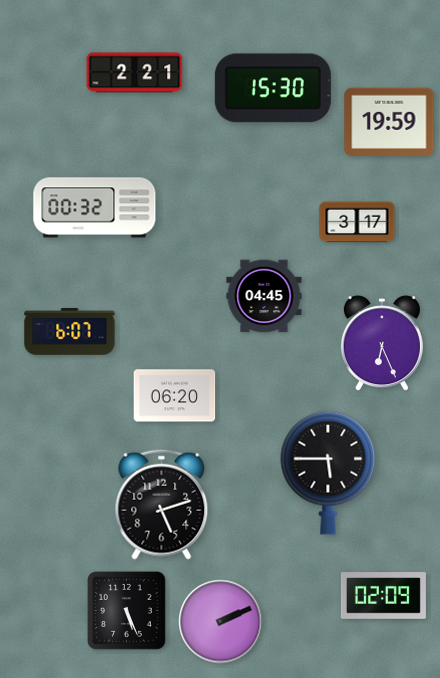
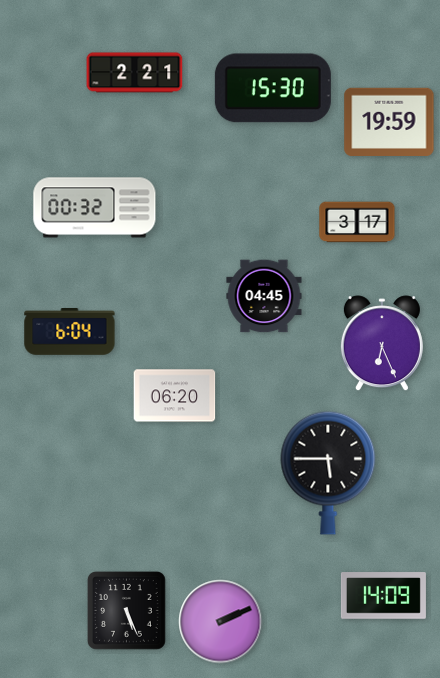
clock at (70, 332): 6:07 -> 6:04
clock at (162, 504): 5:12 -> none
clock at (383, 596): 02:09 -> 14:09
